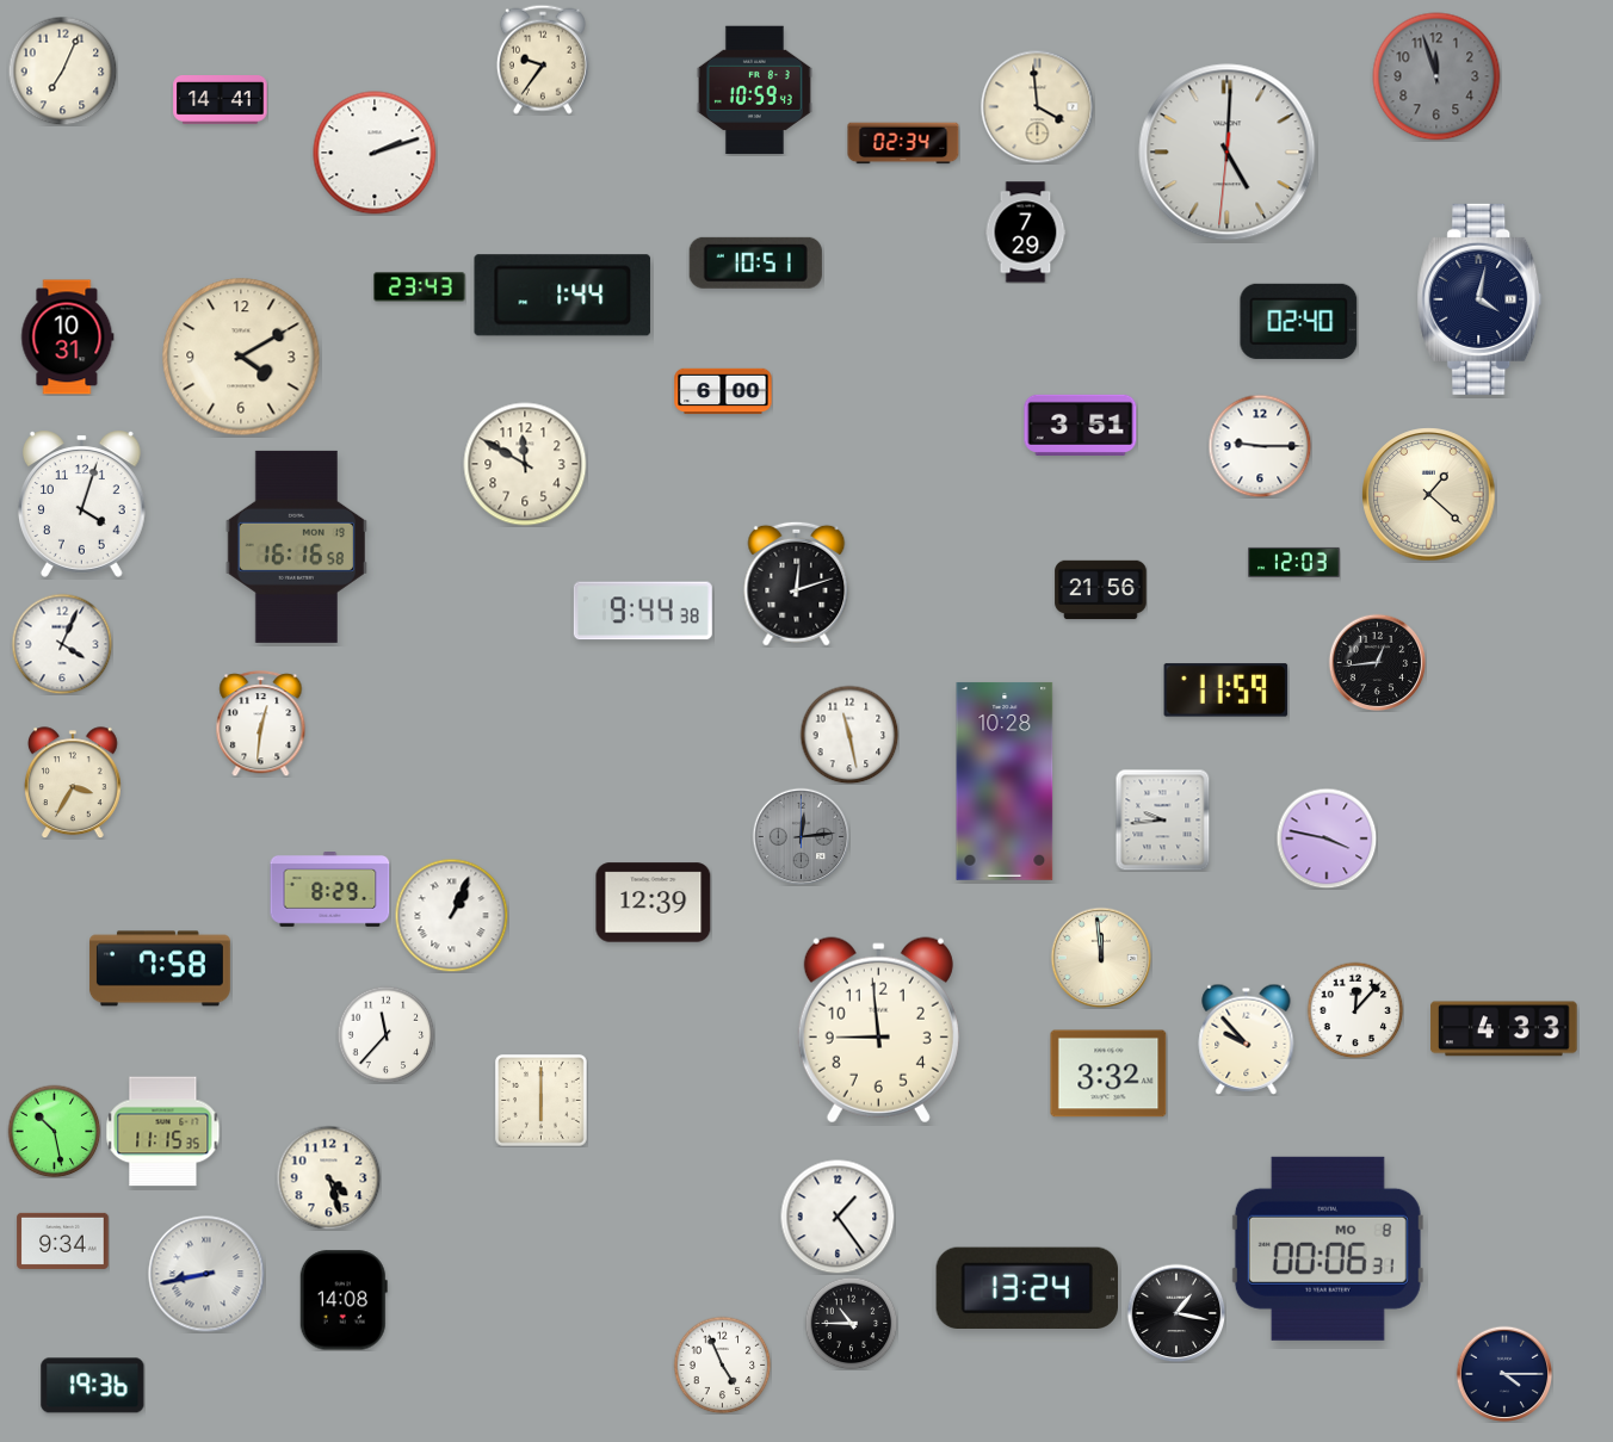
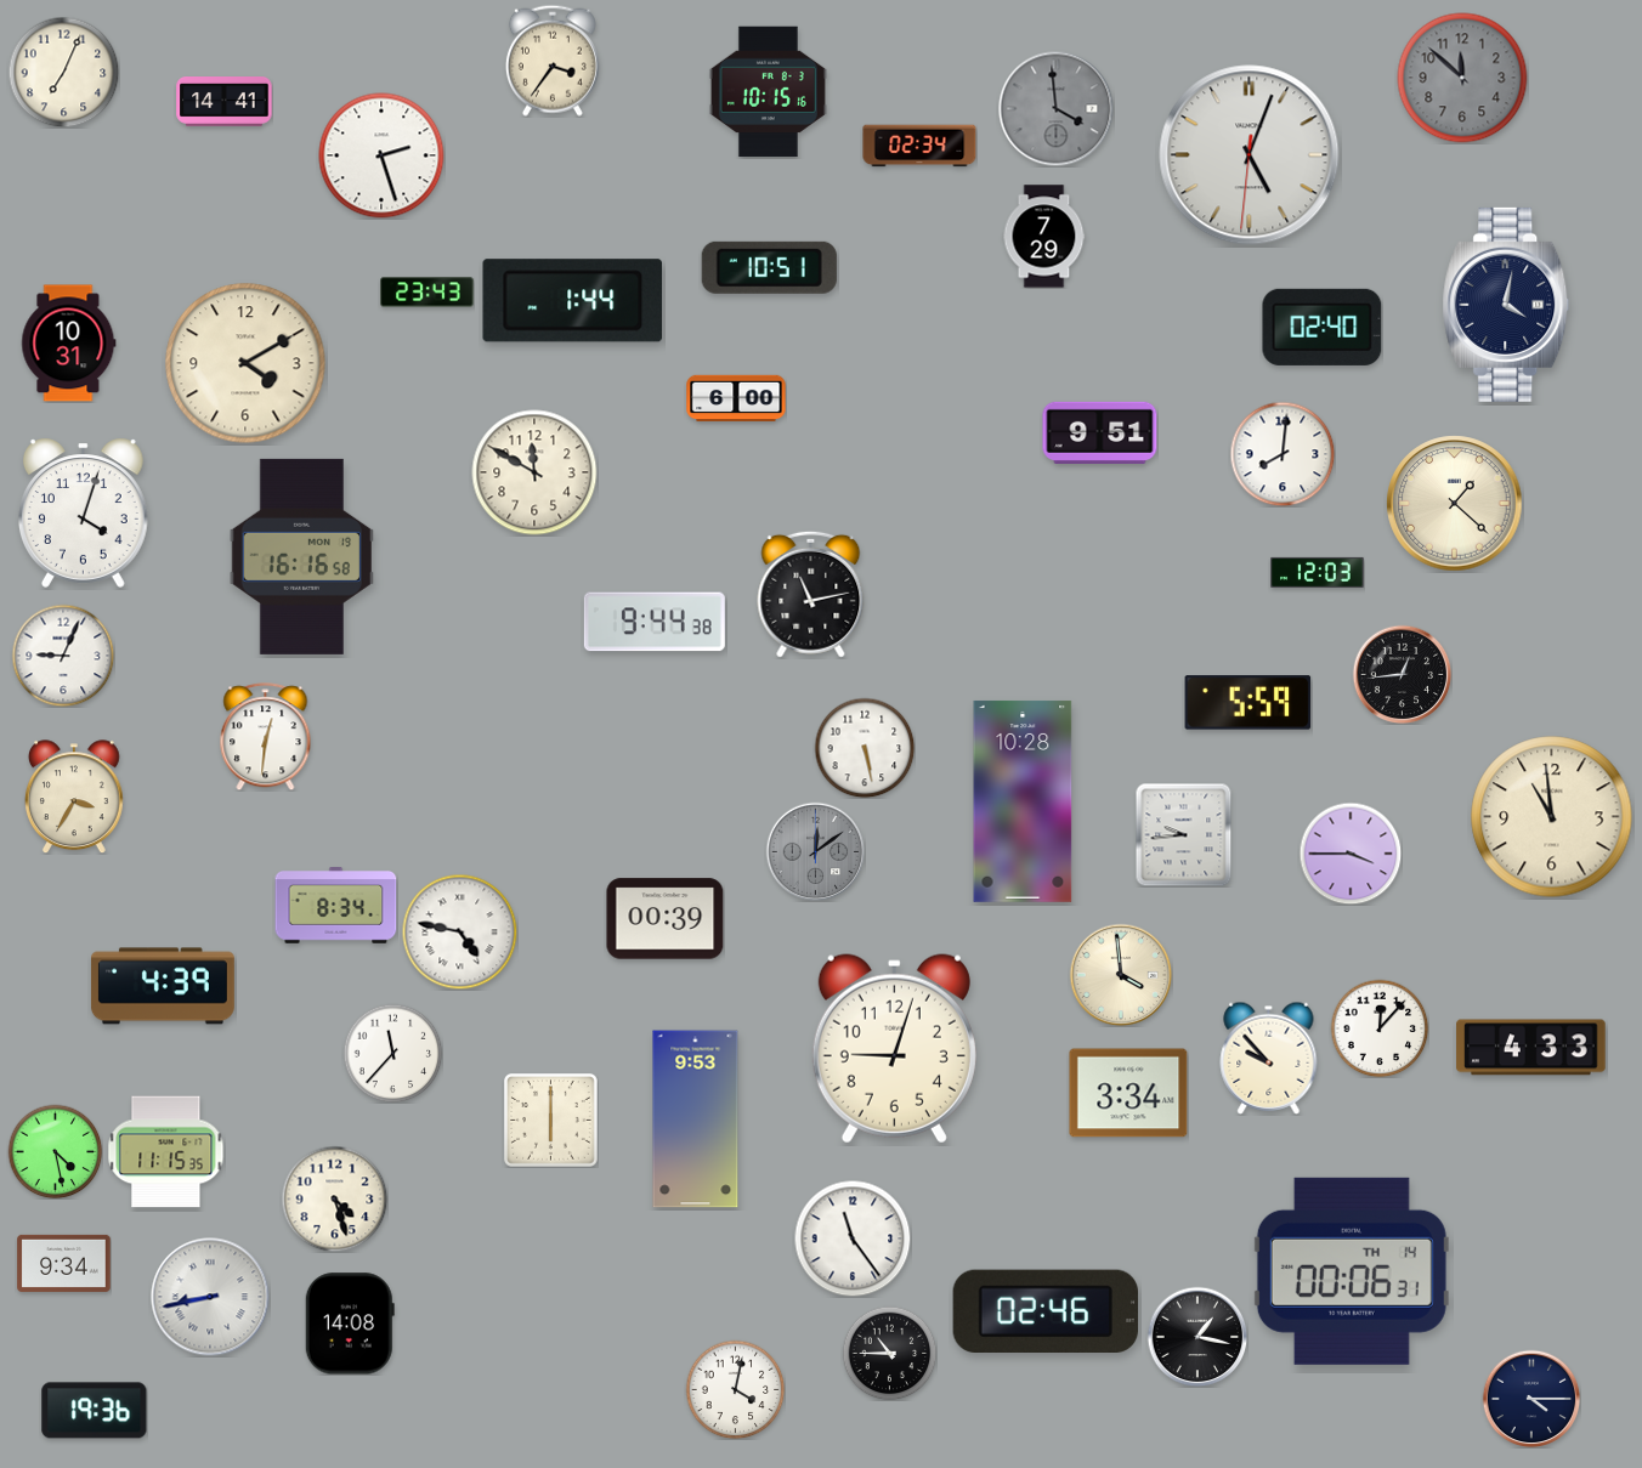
clock at (543, 60): 9:36 -> 3:36
clock at (1436, 76): 11:57 -> 11:52
clock at (754, 91): 10:59 -> 10:15
clock at (1037, 106) dial: cream -> grey
clock at (375, 153): 2:12 -> 2:27
clock at (1228, 153): 5:00 -> 5:03
clock at (1081, 425): 3:51 -> 9:51
clock at (1260, 446): 9:15 -> 8:01
clock at (797, 583): 12:12 -> 11:13
clock at (1101, 590): 21:56 -> none
clock at (62, 644): 4:04 -> 9:04
clock at (1226, 691): 11:59 -> 5:59
clock at (849, 735): 11:28 -> 5:28
clock at (1005, 781) position: (1005, 781) -> (1023, 801)
clock at (1552, 817): none -> 10:59
clock at (801, 836): 12:14 -> 12:09
clock at (1327, 838): 3:47 -> 3:45
clock at (330, 890): 8:29 -> 8:34
clock at (654, 903): 12:39 -> 00:39
clock at (451, 915): 1:04 -> 4:47
clock at (1101, 958): 11:59 -> 3:59
clock at (160, 968): 7:58 -> 4:39
clock at (878, 1031): 8:59 -> 9:03
clock at (1108, 1073): 3:32 -> 3:34
clock at (696, 1120): none -> 9:53
clock at (54, 1131): 10:28 -> 4:28
clock at (838, 1217): 1:24 -> 11:24
clock at (1328, 1249) date: MO 8 -> TH 14
clock at (1026, 1287): 13:24 -> 02:46
clock at (851, 1323) position: (851, 1323) -> (889, 1353)
clock at (722, 1364): 4:56 -> 4:02
